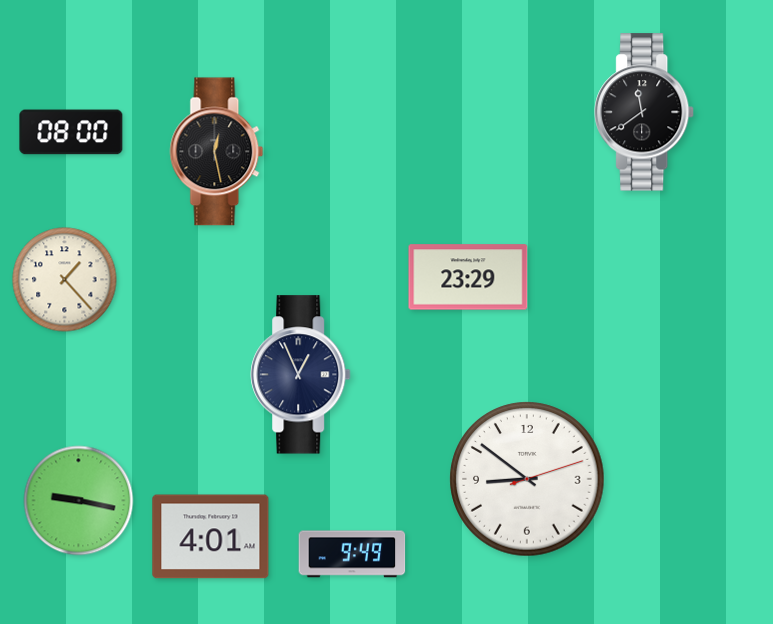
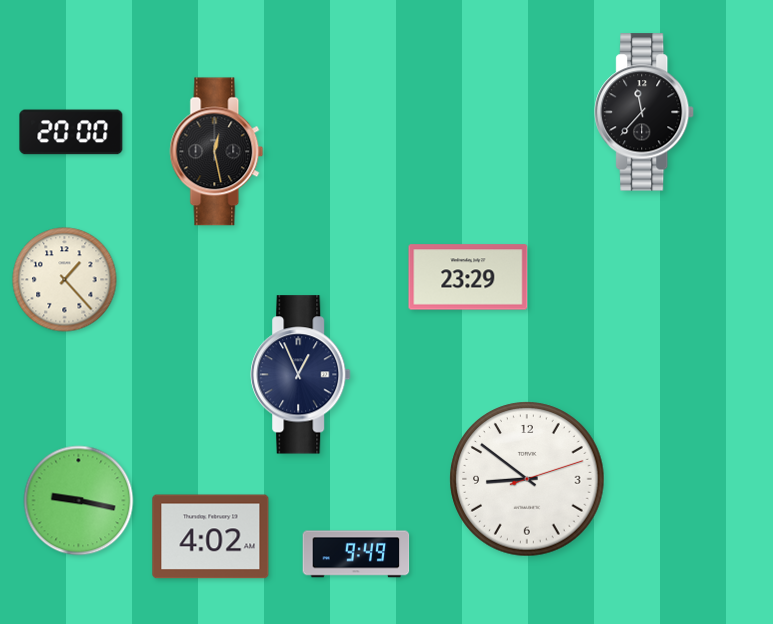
clock at (645, 112): 11:39 -> 11:37
clock at (71, 132): 08:00 -> 20:00
clock at (211, 537): 4:01 -> 4:02
clock at (352, 554) position: (352, 554) -> (356, 554)
